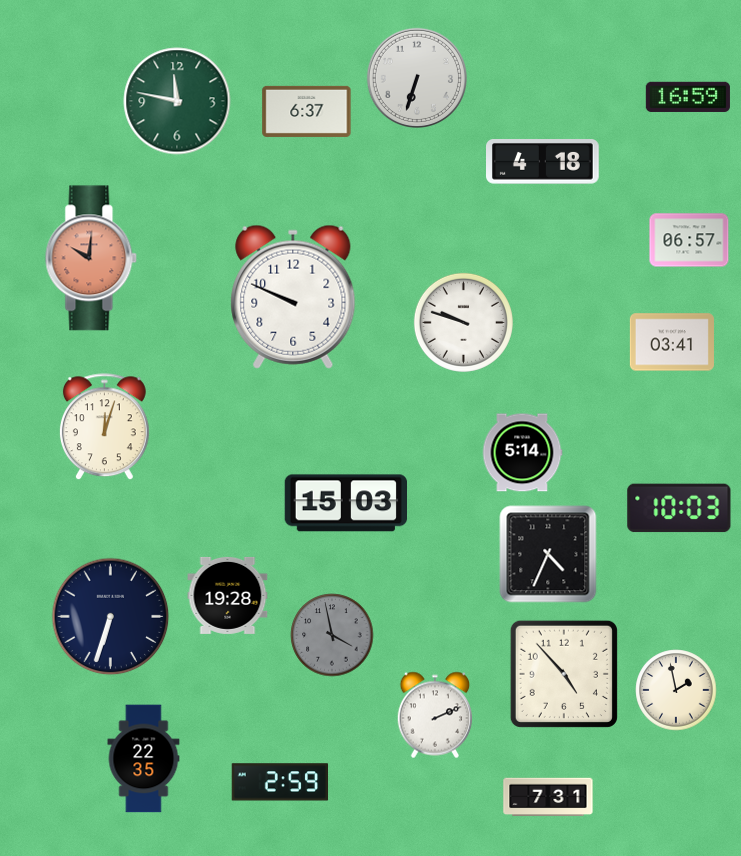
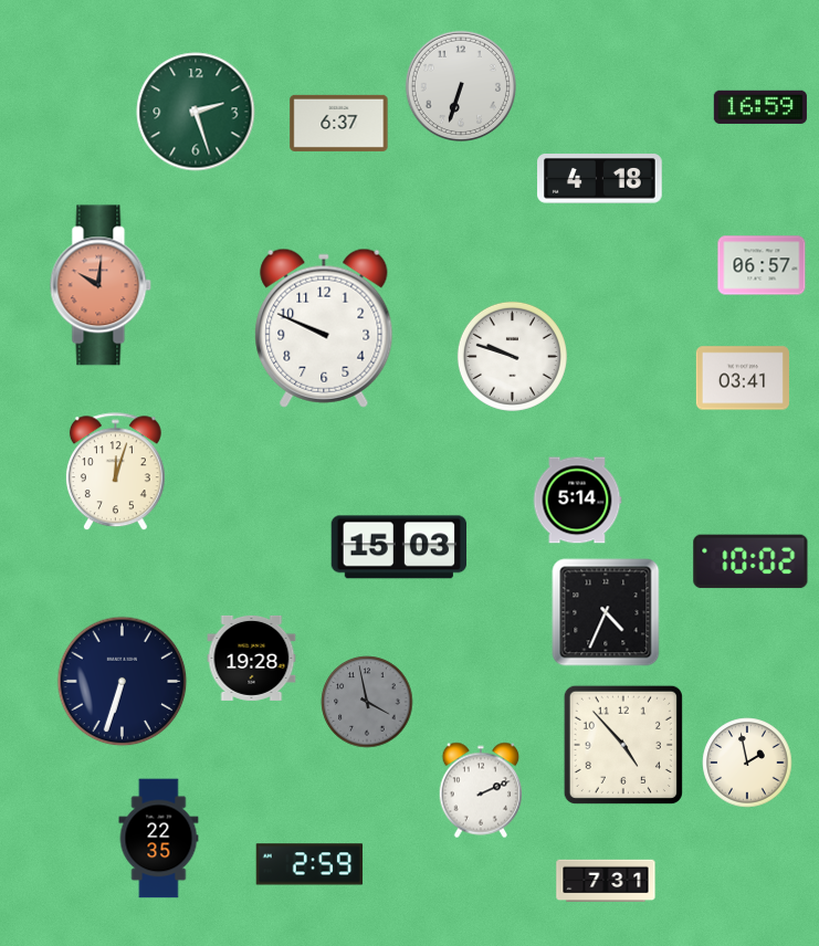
clock at (177, 101): 11:47 -> 2:27
clock at (345, 503) position: (345, 503) -> (398, 547)
clock at (679, 508): 10:03 -> 10:02
